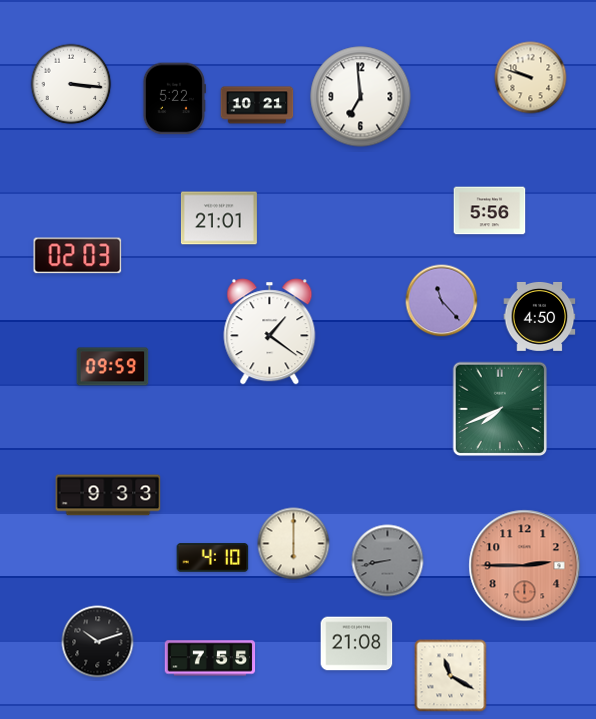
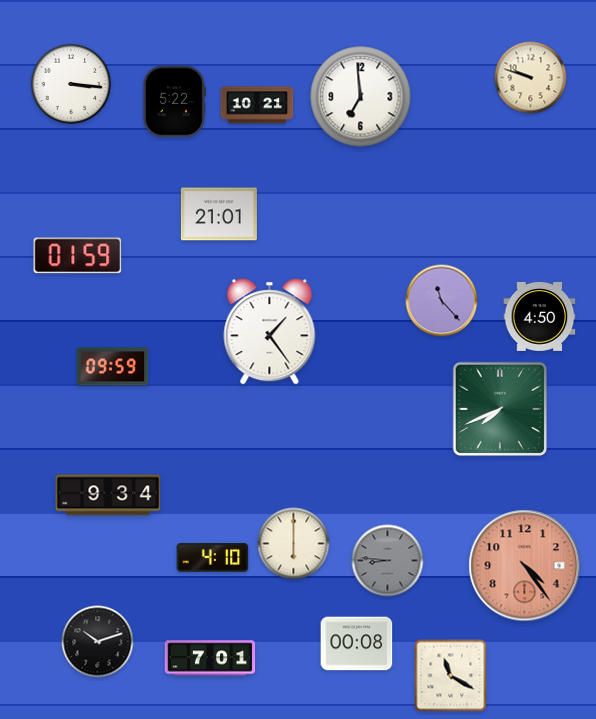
clock at (174, 99) position: (174, 99) -> (174, 102)
clock at (490, 211): 5:56 -> none
clock at (219, 218) position: (219, 218) -> (219, 214)
clock at (78, 256): 02:03 -> 01:59
clock at (270, 332): 1:21 -> 1:24
clock at (108, 495): 9:33 -> 9:34
clock at (388, 561): 8:43 -> 8:46
clock at (525, 566): 2:45 -> 4:24
clock at (357, 644): 21:08 -> 00:08
clock at (210, 658): 7:55 -> 7:01
